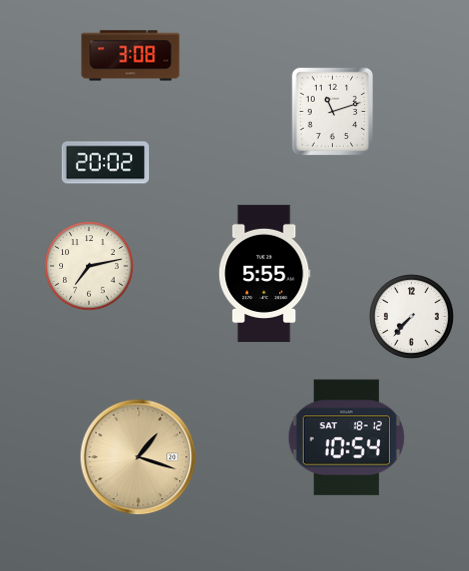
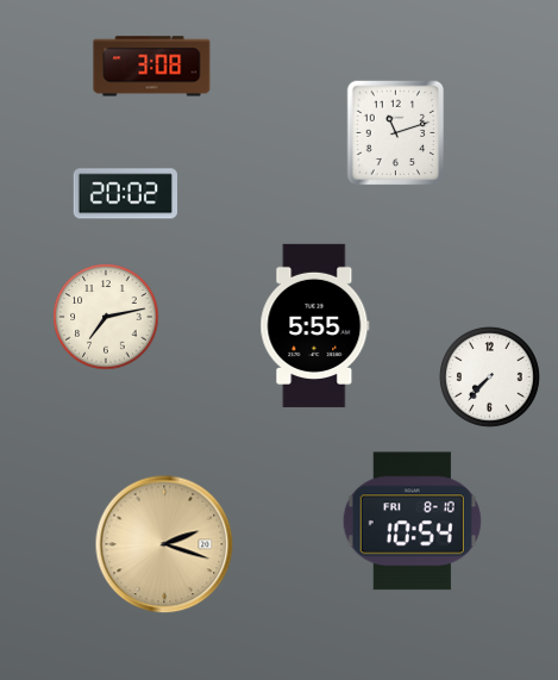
clock at (131, 56) position: (131, 56) -> (152, 67)
clock at (346, 438) date: SAT 18-12 -> FRI 8-10
clock at (138, 457): 1:18 -> 2:18
